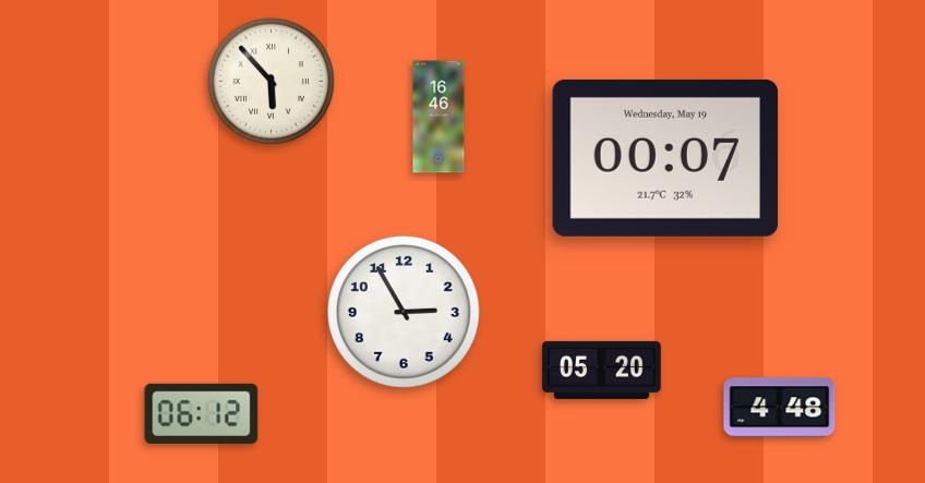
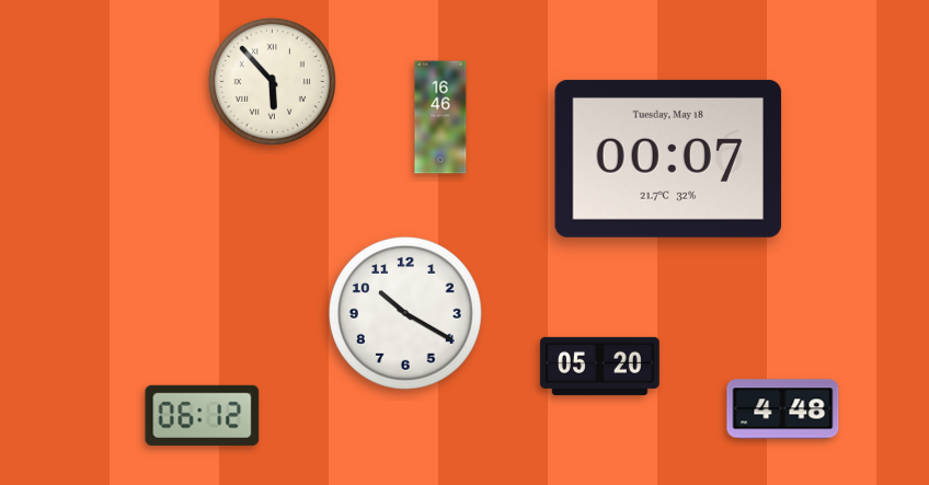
clock at (665, 158) date: Wednesday, May 19 -> Tuesday, May 18
clock at (404, 312): 2:55 -> 10:20
clock at (601, 370) position: (601, 370) -> (599, 366)
